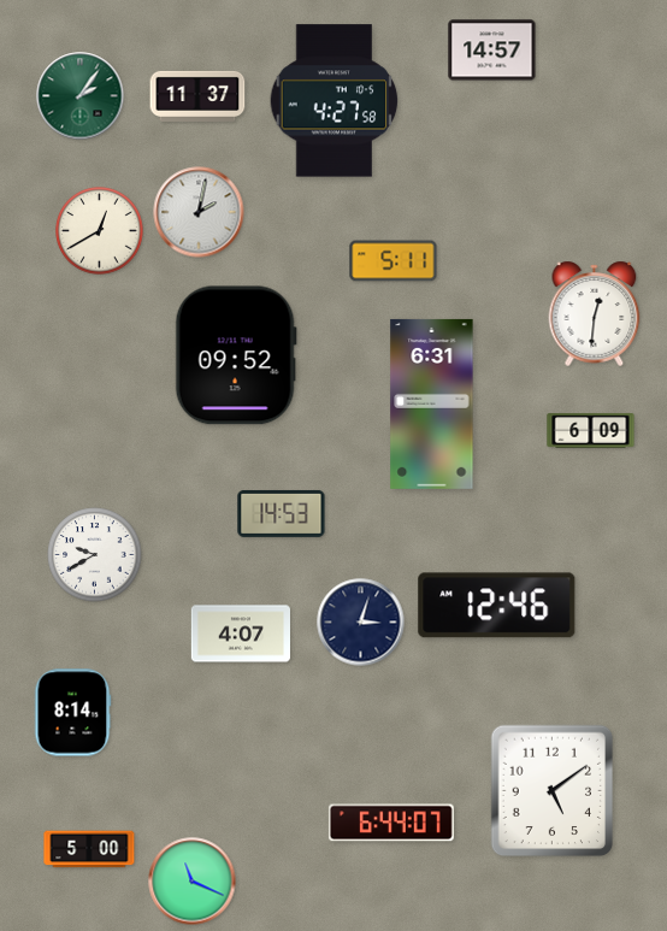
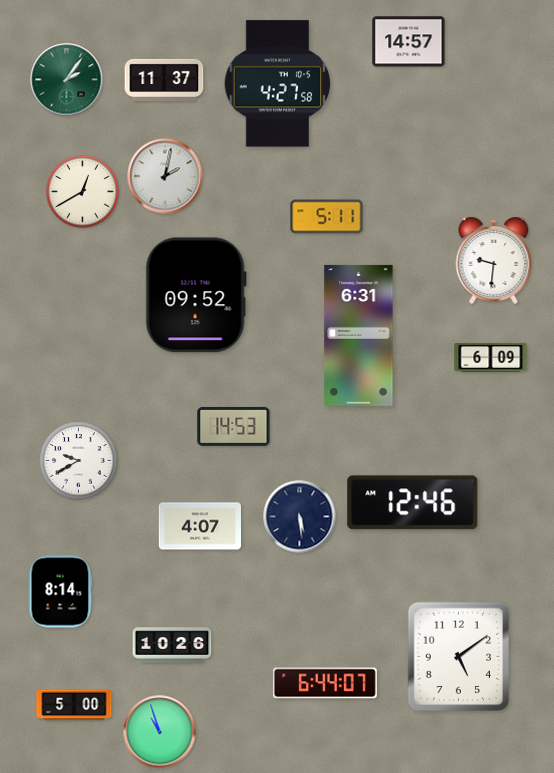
clock at (595, 313): 12:31 -> 9:31
clock at (361, 623): 3:03 -> 5:29
clock at (172, 645): none -> 10:26
clock at (193, 882): 11:19 -> 10:57
